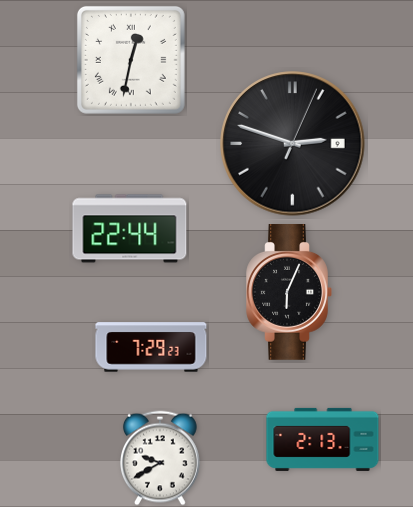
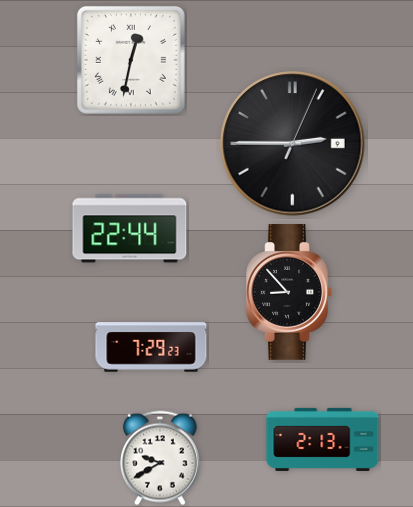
clock at (293, 144): 2:48 -> 2:45
clock at (289, 293): 6:04 -> 8:53
